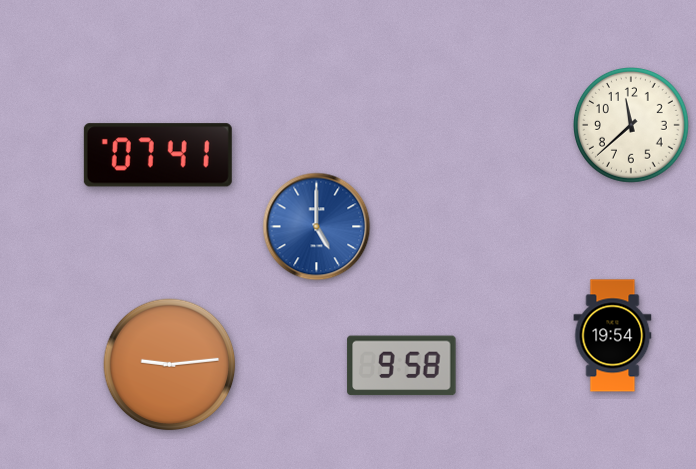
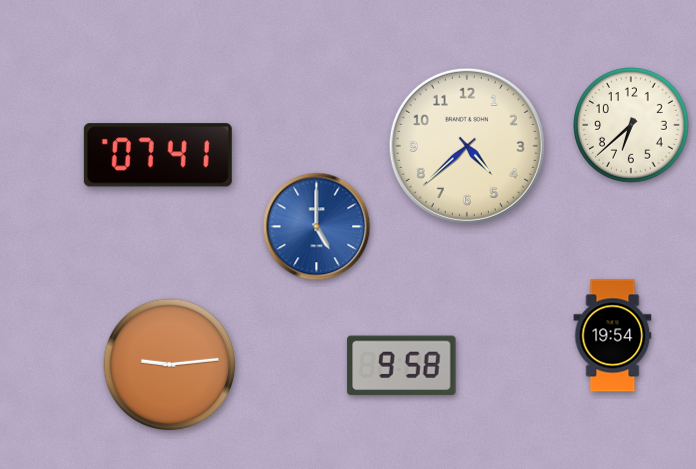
clock at (632, 126): 11:38 -> 6:38
clock at (467, 146): none -> 4:38
